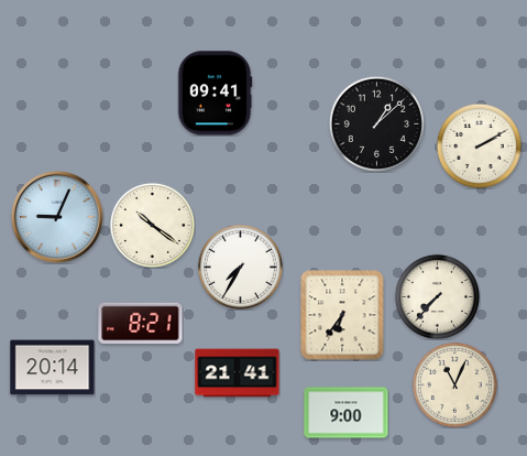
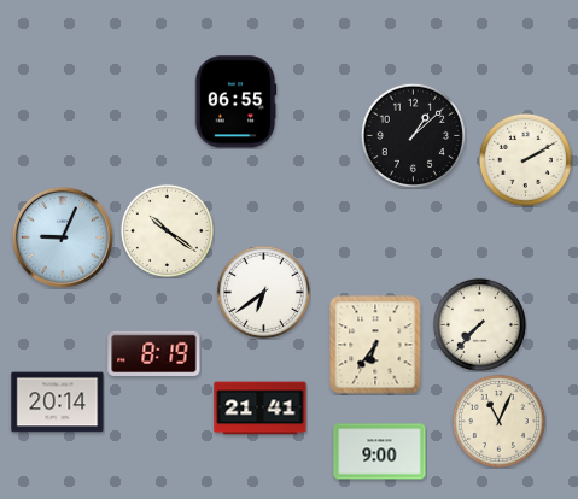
clock at (215, 94): 09:41 -> 06:55
clock at (152, 225) position: (152, 225) -> (167, 230)
clock at (240, 267): 7:35 -> 6:39
clock at (141, 324): 8:21 -> 8:19
